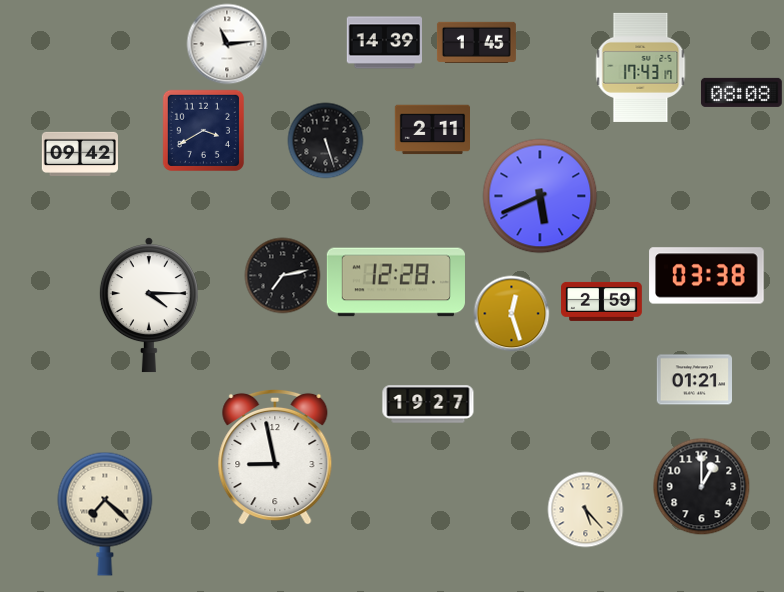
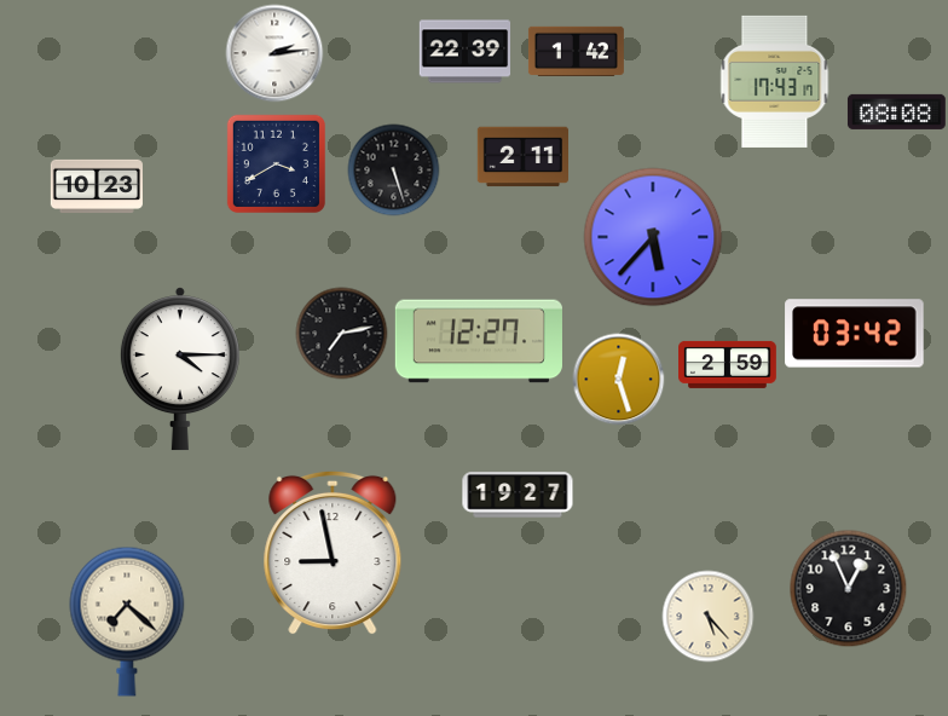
clock at (476, 42): 1:45 -> 1:42
clock at (384, 43): 14:39 -> 22:39
clock at (227, 44): 11:14 -> 2:14
clock at (203, 130) position: (203, 130) -> (276, 163)
clock at (79, 154): 09:42 -> 10:23
clock at (540, 196): 5:41 -> 5:37
clock at (707, 276): 03:38 -> 03:42
clock at (396, 282): 12:28 -> 12:27
clock at (694, 380): 01:21 -> none
clock at (428, 404) position: (428, 404) -> (518, 495)
clock at (702, 487): 1:00 -> 12:56
